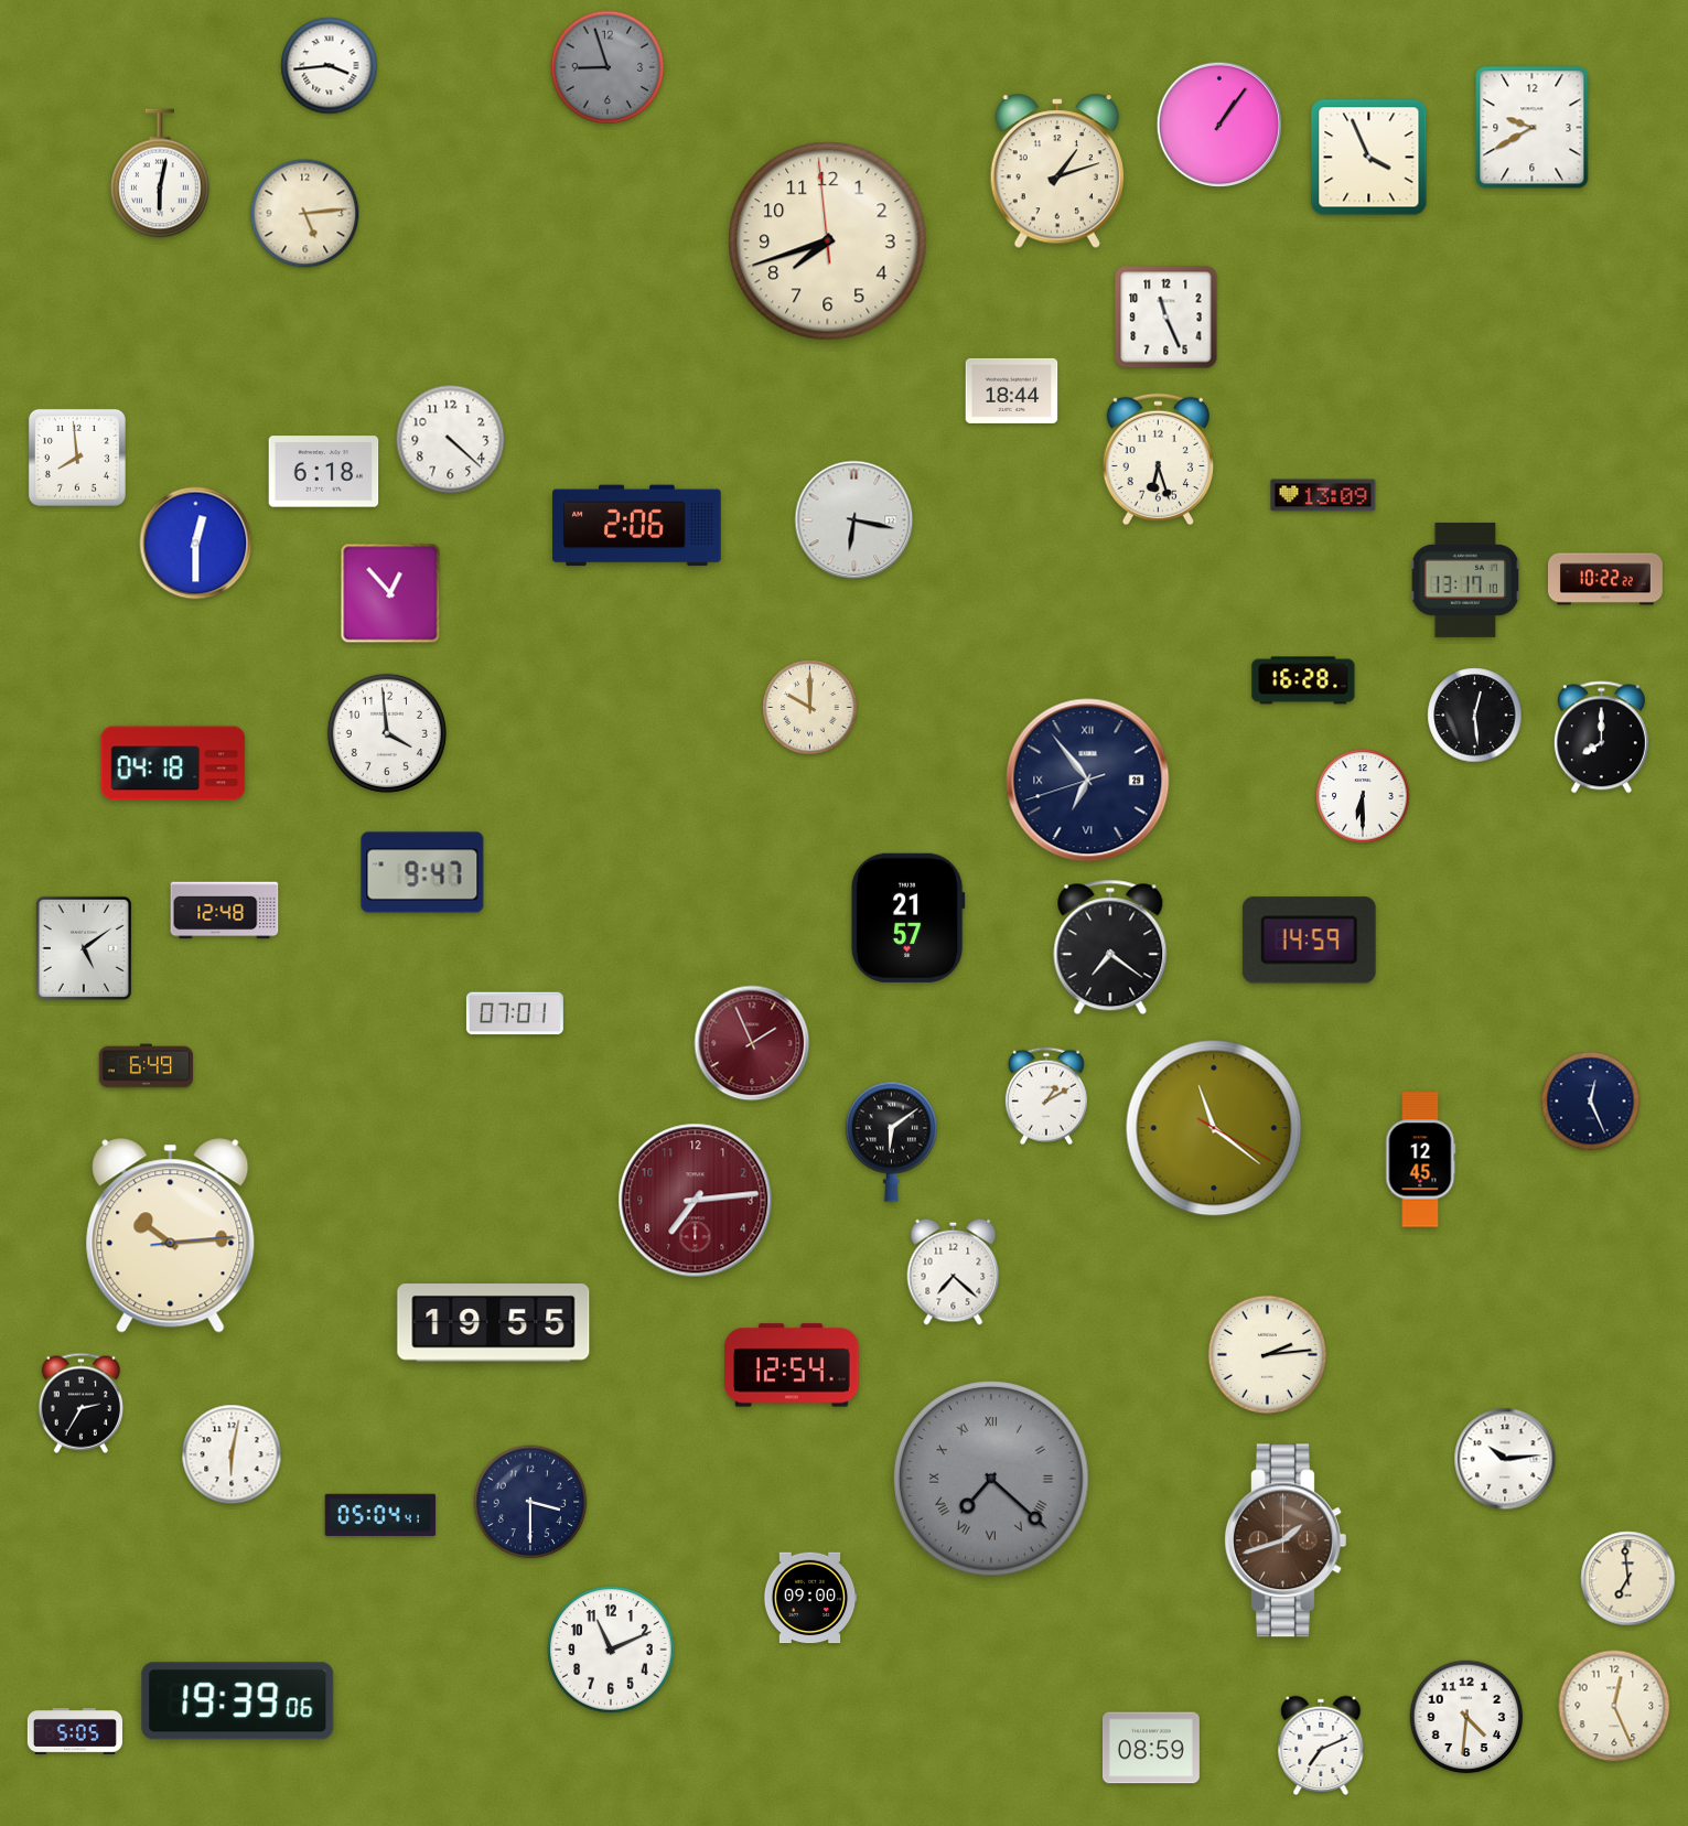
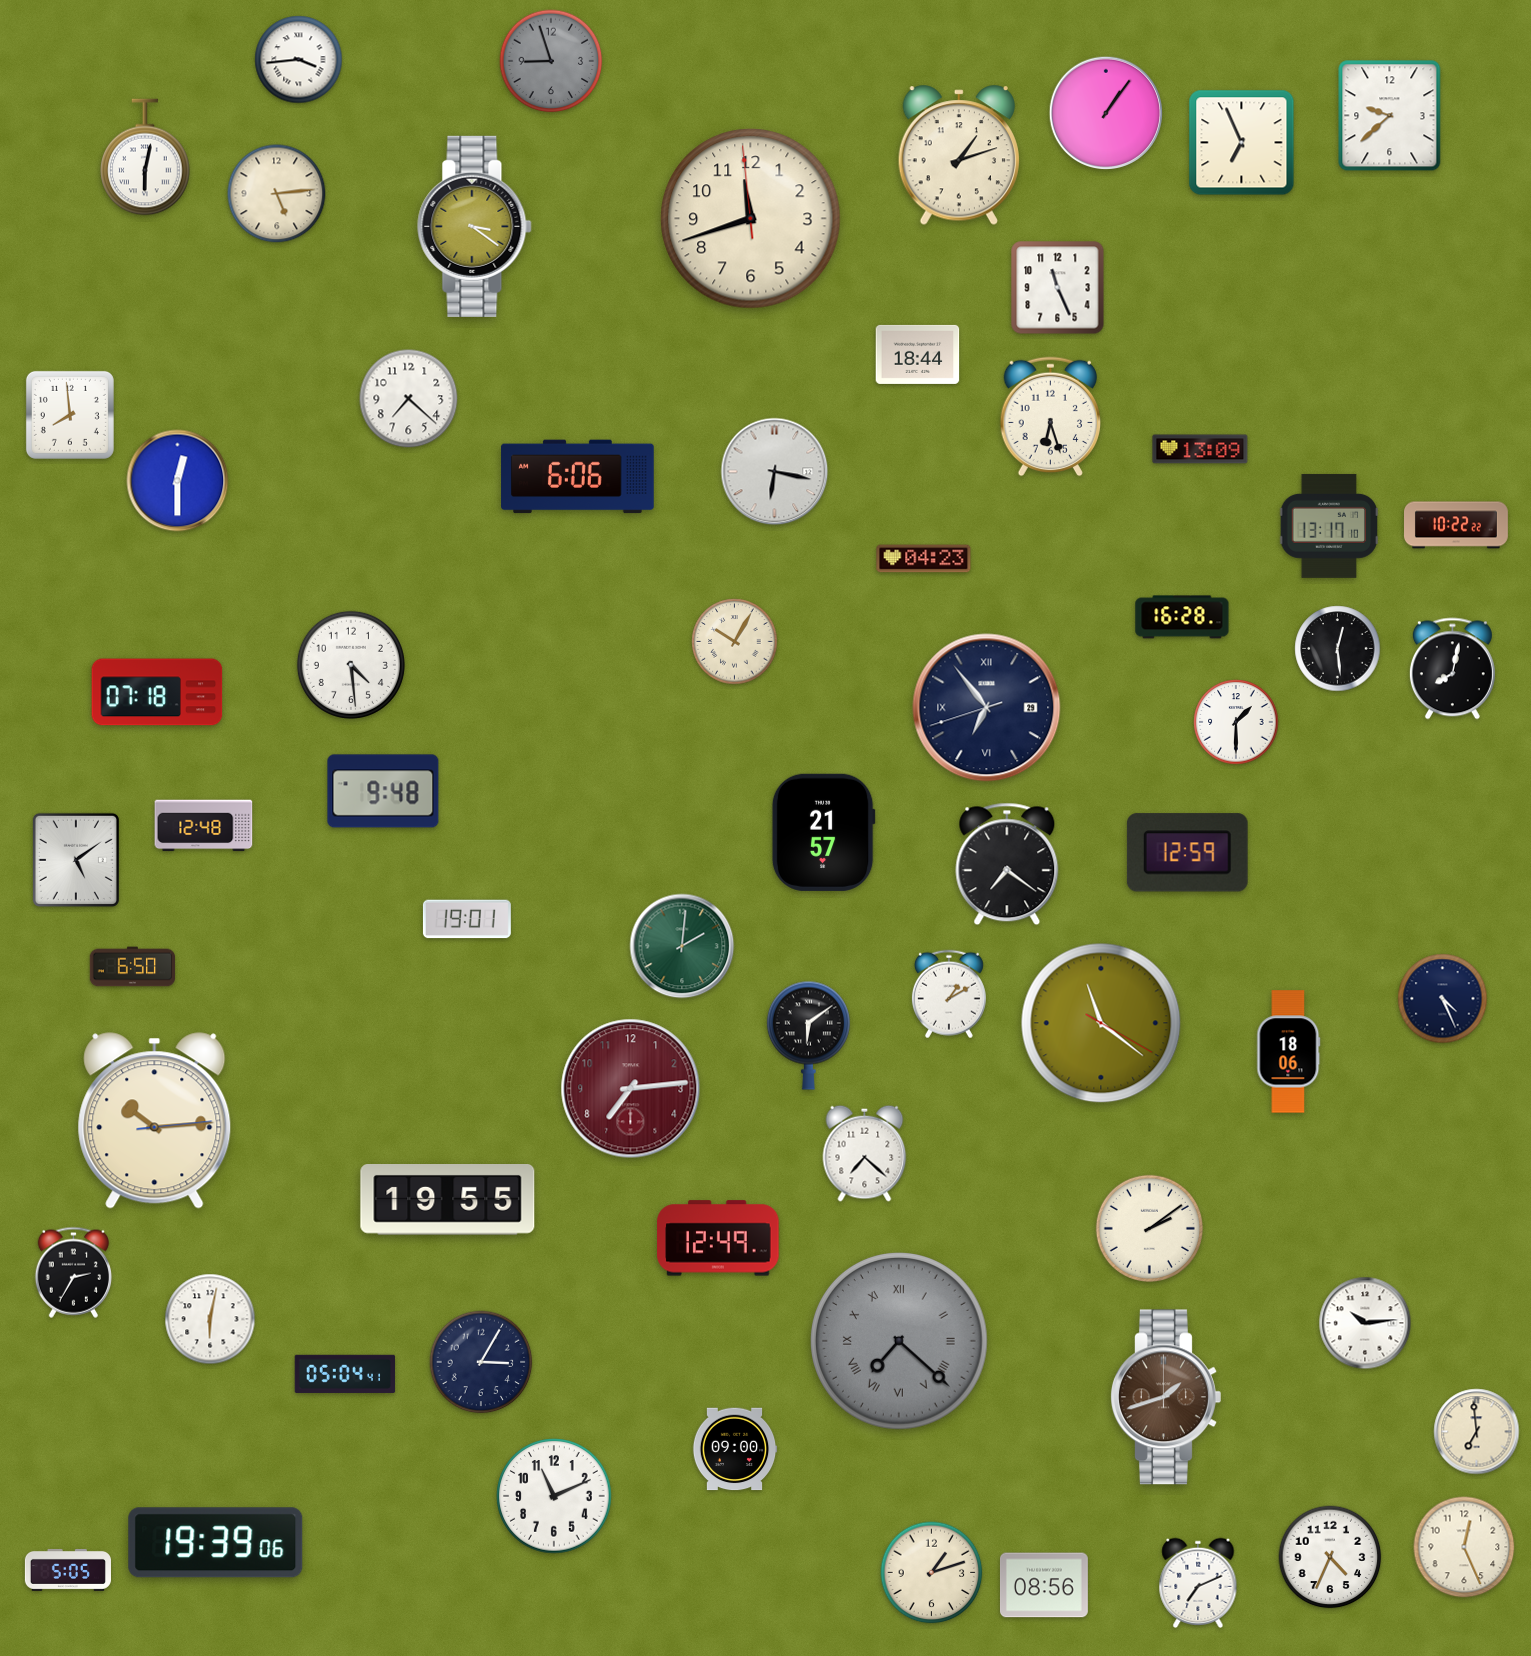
clock at (1533, 128): 9:40 -> 9:38
clock at (1369, 158): 3:56 -> 6:56
clock at (828, 241): 7:41 -> 11:41
clock at (475, 226): none -> 3:21
clock at (451, 440): 4:22 -> 7:22
clock at (324, 472): 6:18 -> none
clock at (637, 526): 2:06 -> 6:06
clock at (196, 544) position: (196, 544) -> (178, 481)
clock at (390, 593): 12:53 -> none
clock at (924, 559): none -> 04:23
clock at (810, 708): 10:00 -> 10:05
clock at (387, 733): 3:59 -> 4:29
clock at (1601, 738): 8:00 -> 8:02
clock at (173, 763): 04:18 -> 07:18
clock at (1363, 796): 6:30 -> 1:30
clock at (422, 872): 9:47 -> 9:48
clock at (1309, 941): 14:59 -> 12:59
clock at (1110, 947) position: (1110, 947) -> (1007, 864)
clock at (515, 1013): 07:01 -> 19:01
clock at (752, 1043): 1:56 -> 2:01
clock at (752, 1043) dial: burgundy -> green
clock at (147, 1066): 6:49 -> 6:50
clock at (1591, 1102): 12:26 -> 4:26
clock at (1421, 1160): 12:45 -> 18:06
clock at (1267, 1354): 2:14 -> 2:09
clock at (792, 1365): 12:54 -> 12:49
clock at (530, 1502): 3:30 -> 3:05
clock at (1466, 1717): 4:31 -> 4:34
clock at (932, 1573): none -> 1:12
clock at (1151, 1748): 08:59 -> 08:56
